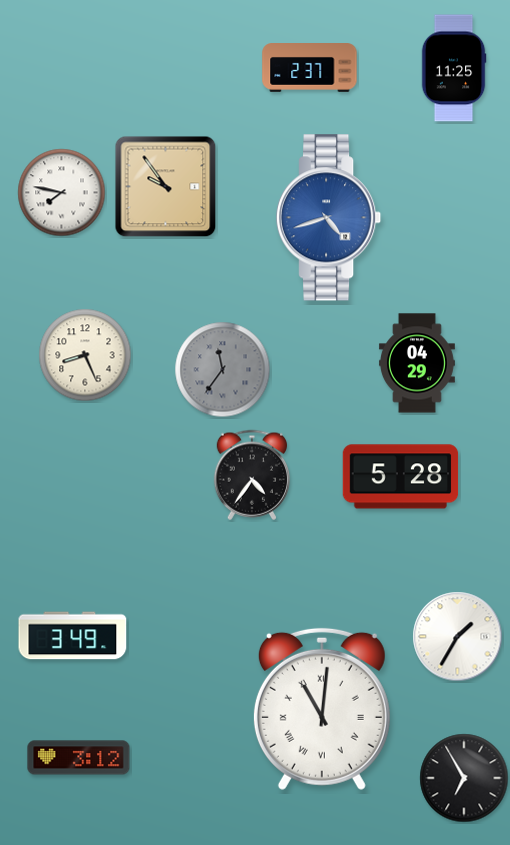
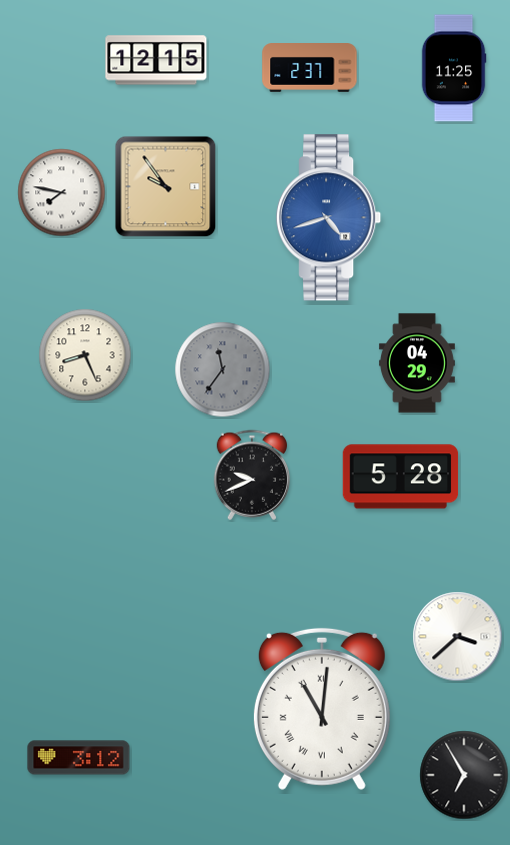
clock at (156, 60): none -> 12:15
clock at (251, 475): 4:36 -> 9:41
clock at (73, 636): 3:49 -> none
clock at (458, 637): 1:35 -> 3:38
clock at (464, 778) position: (464, 778) -> (464, 775)
